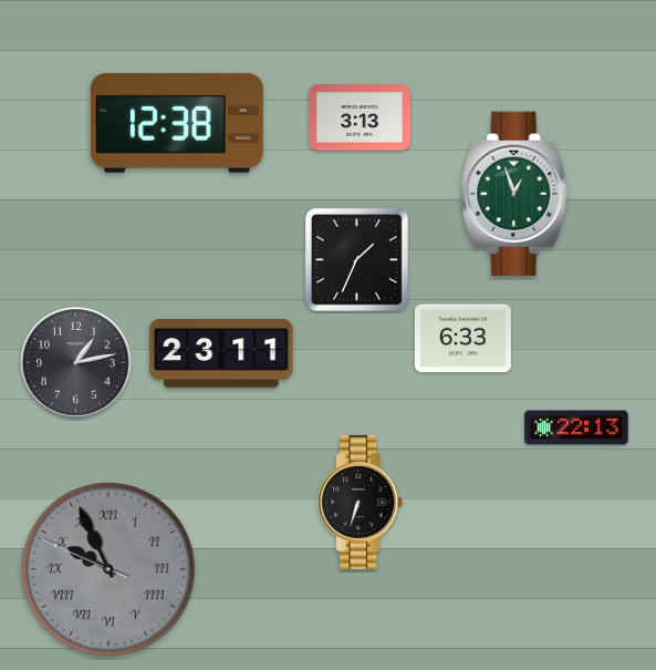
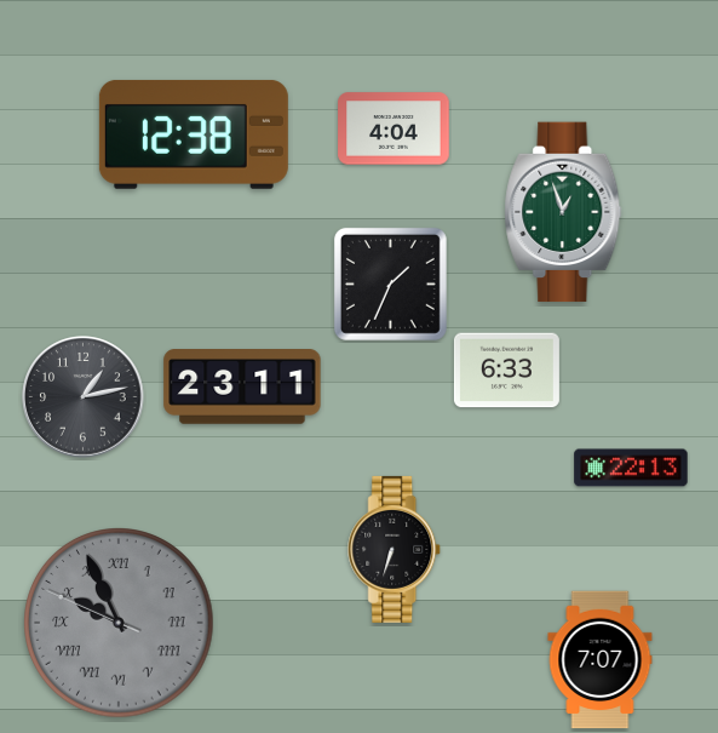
clock at (360, 117): 3:13 -> 4:04
clock at (601, 660): none -> 7:07
